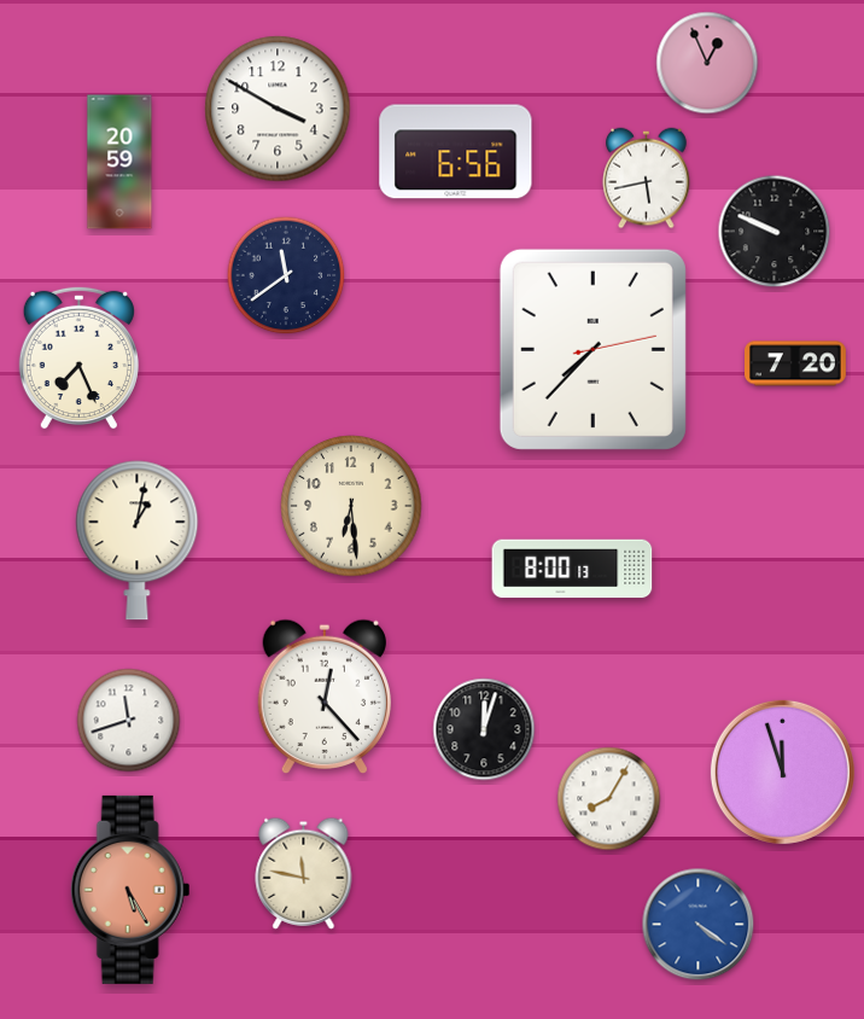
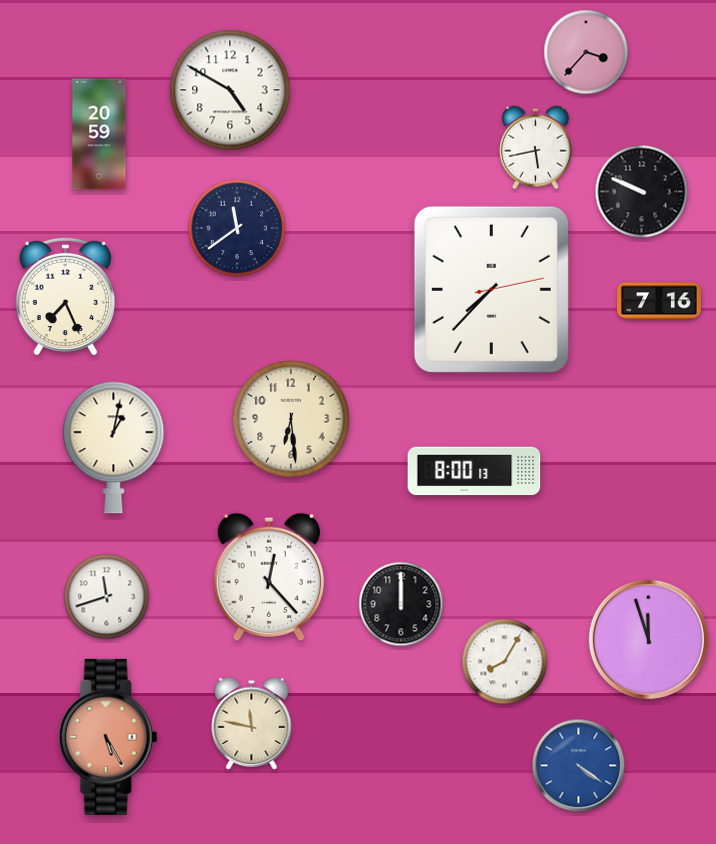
clock at (707, 63): 12:56 -> 3:37
clock at (278, 109): 3:50 -> 4:50
clock at (456, 152): 6:56 -> none
clock at (796, 363): 7:20 -> 7:16
clock at (484, 729): 12:03 -> 12:00
